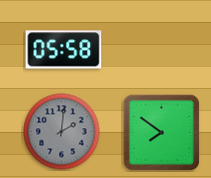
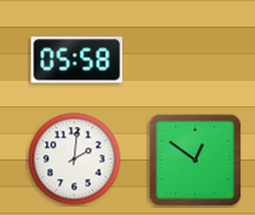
clock at (62, 132) dial: grey -> white
clock at (161, 132): 7:51 -> 12:51
